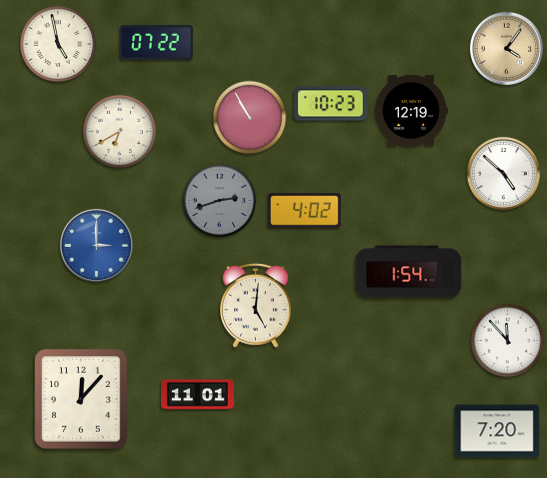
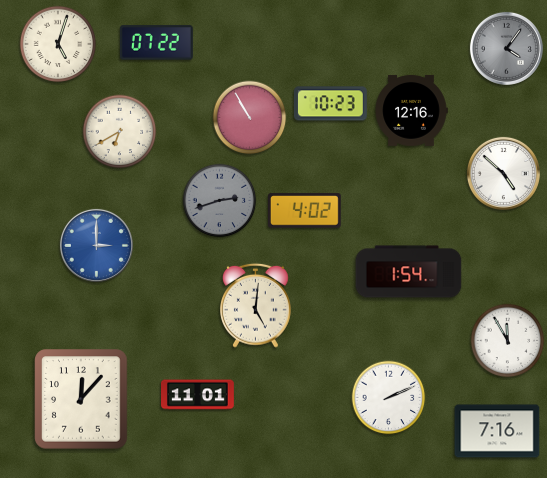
clock at (58, 44): 4:58 -> 5:03
clock at (506, 48) dial: champagne -> grey
clock at (411, 110): 12:19 -> 12:16
clock at (508, 341): 11:53 -> 11:55
clock at (389, 398): none -> 2:11
clock at (497, 431): 7:20 -> 7:16
